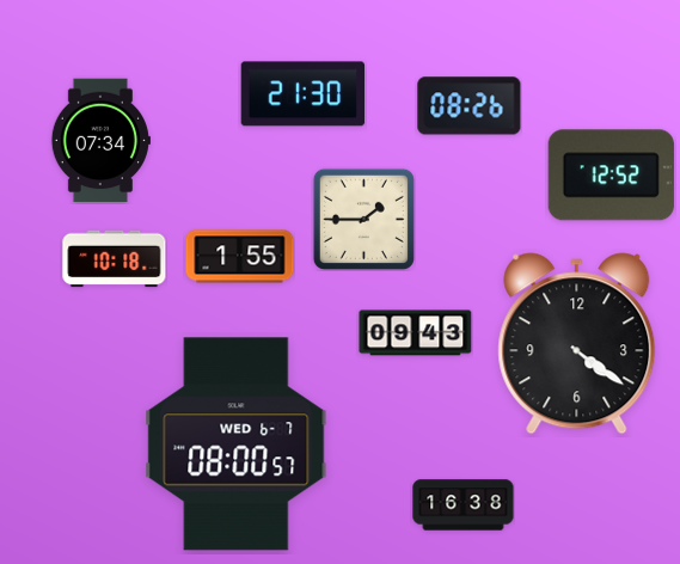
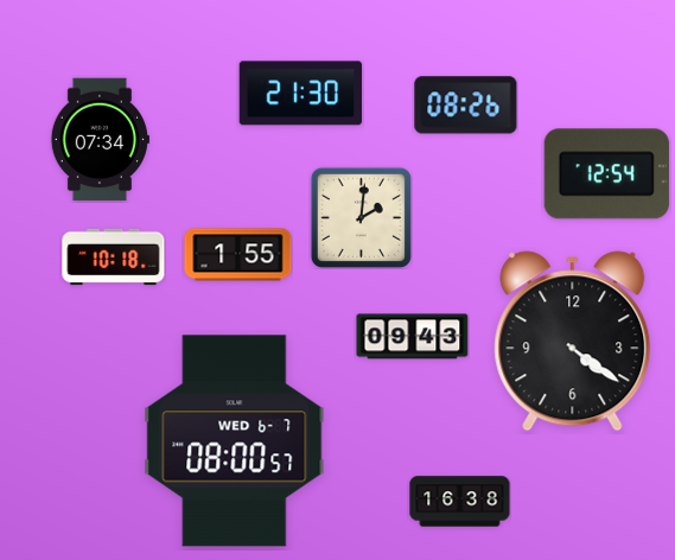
clock at (611, 176): 12:52 -> 12:54
clock at (363, 219): 1:45 -> 2:01
clock at (416, 333) position: (416, 333) -> (413, 337)
